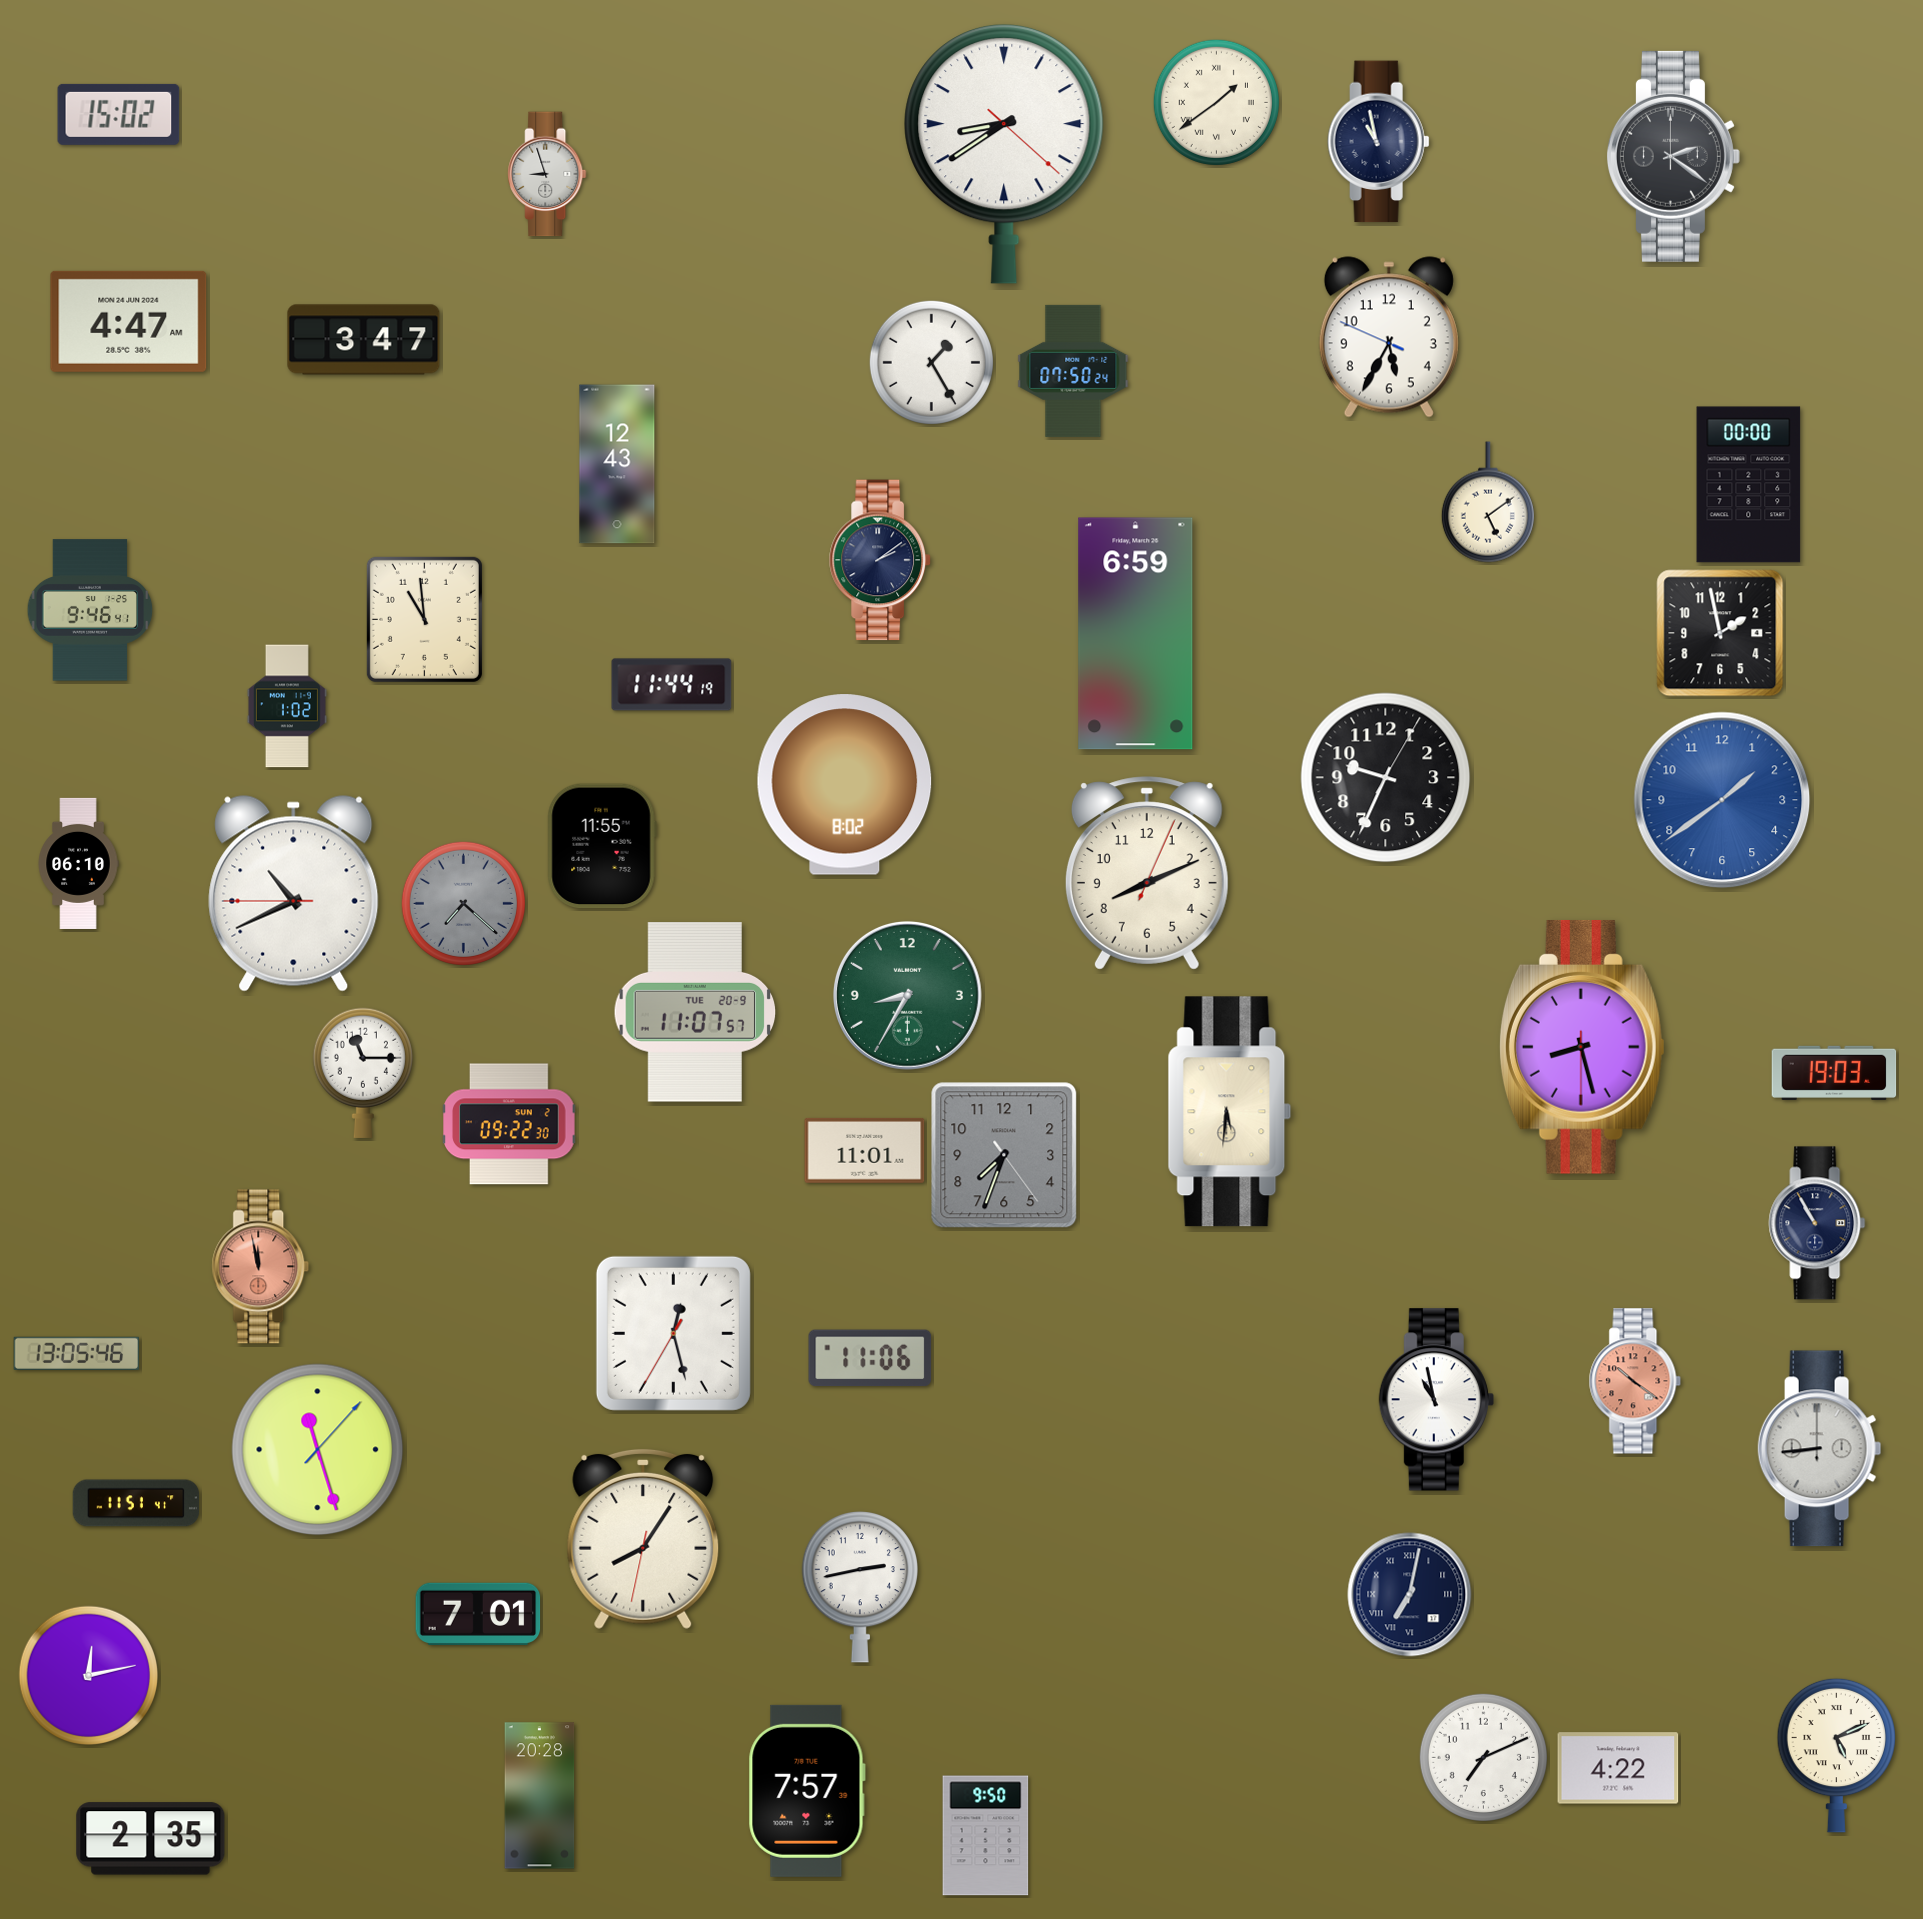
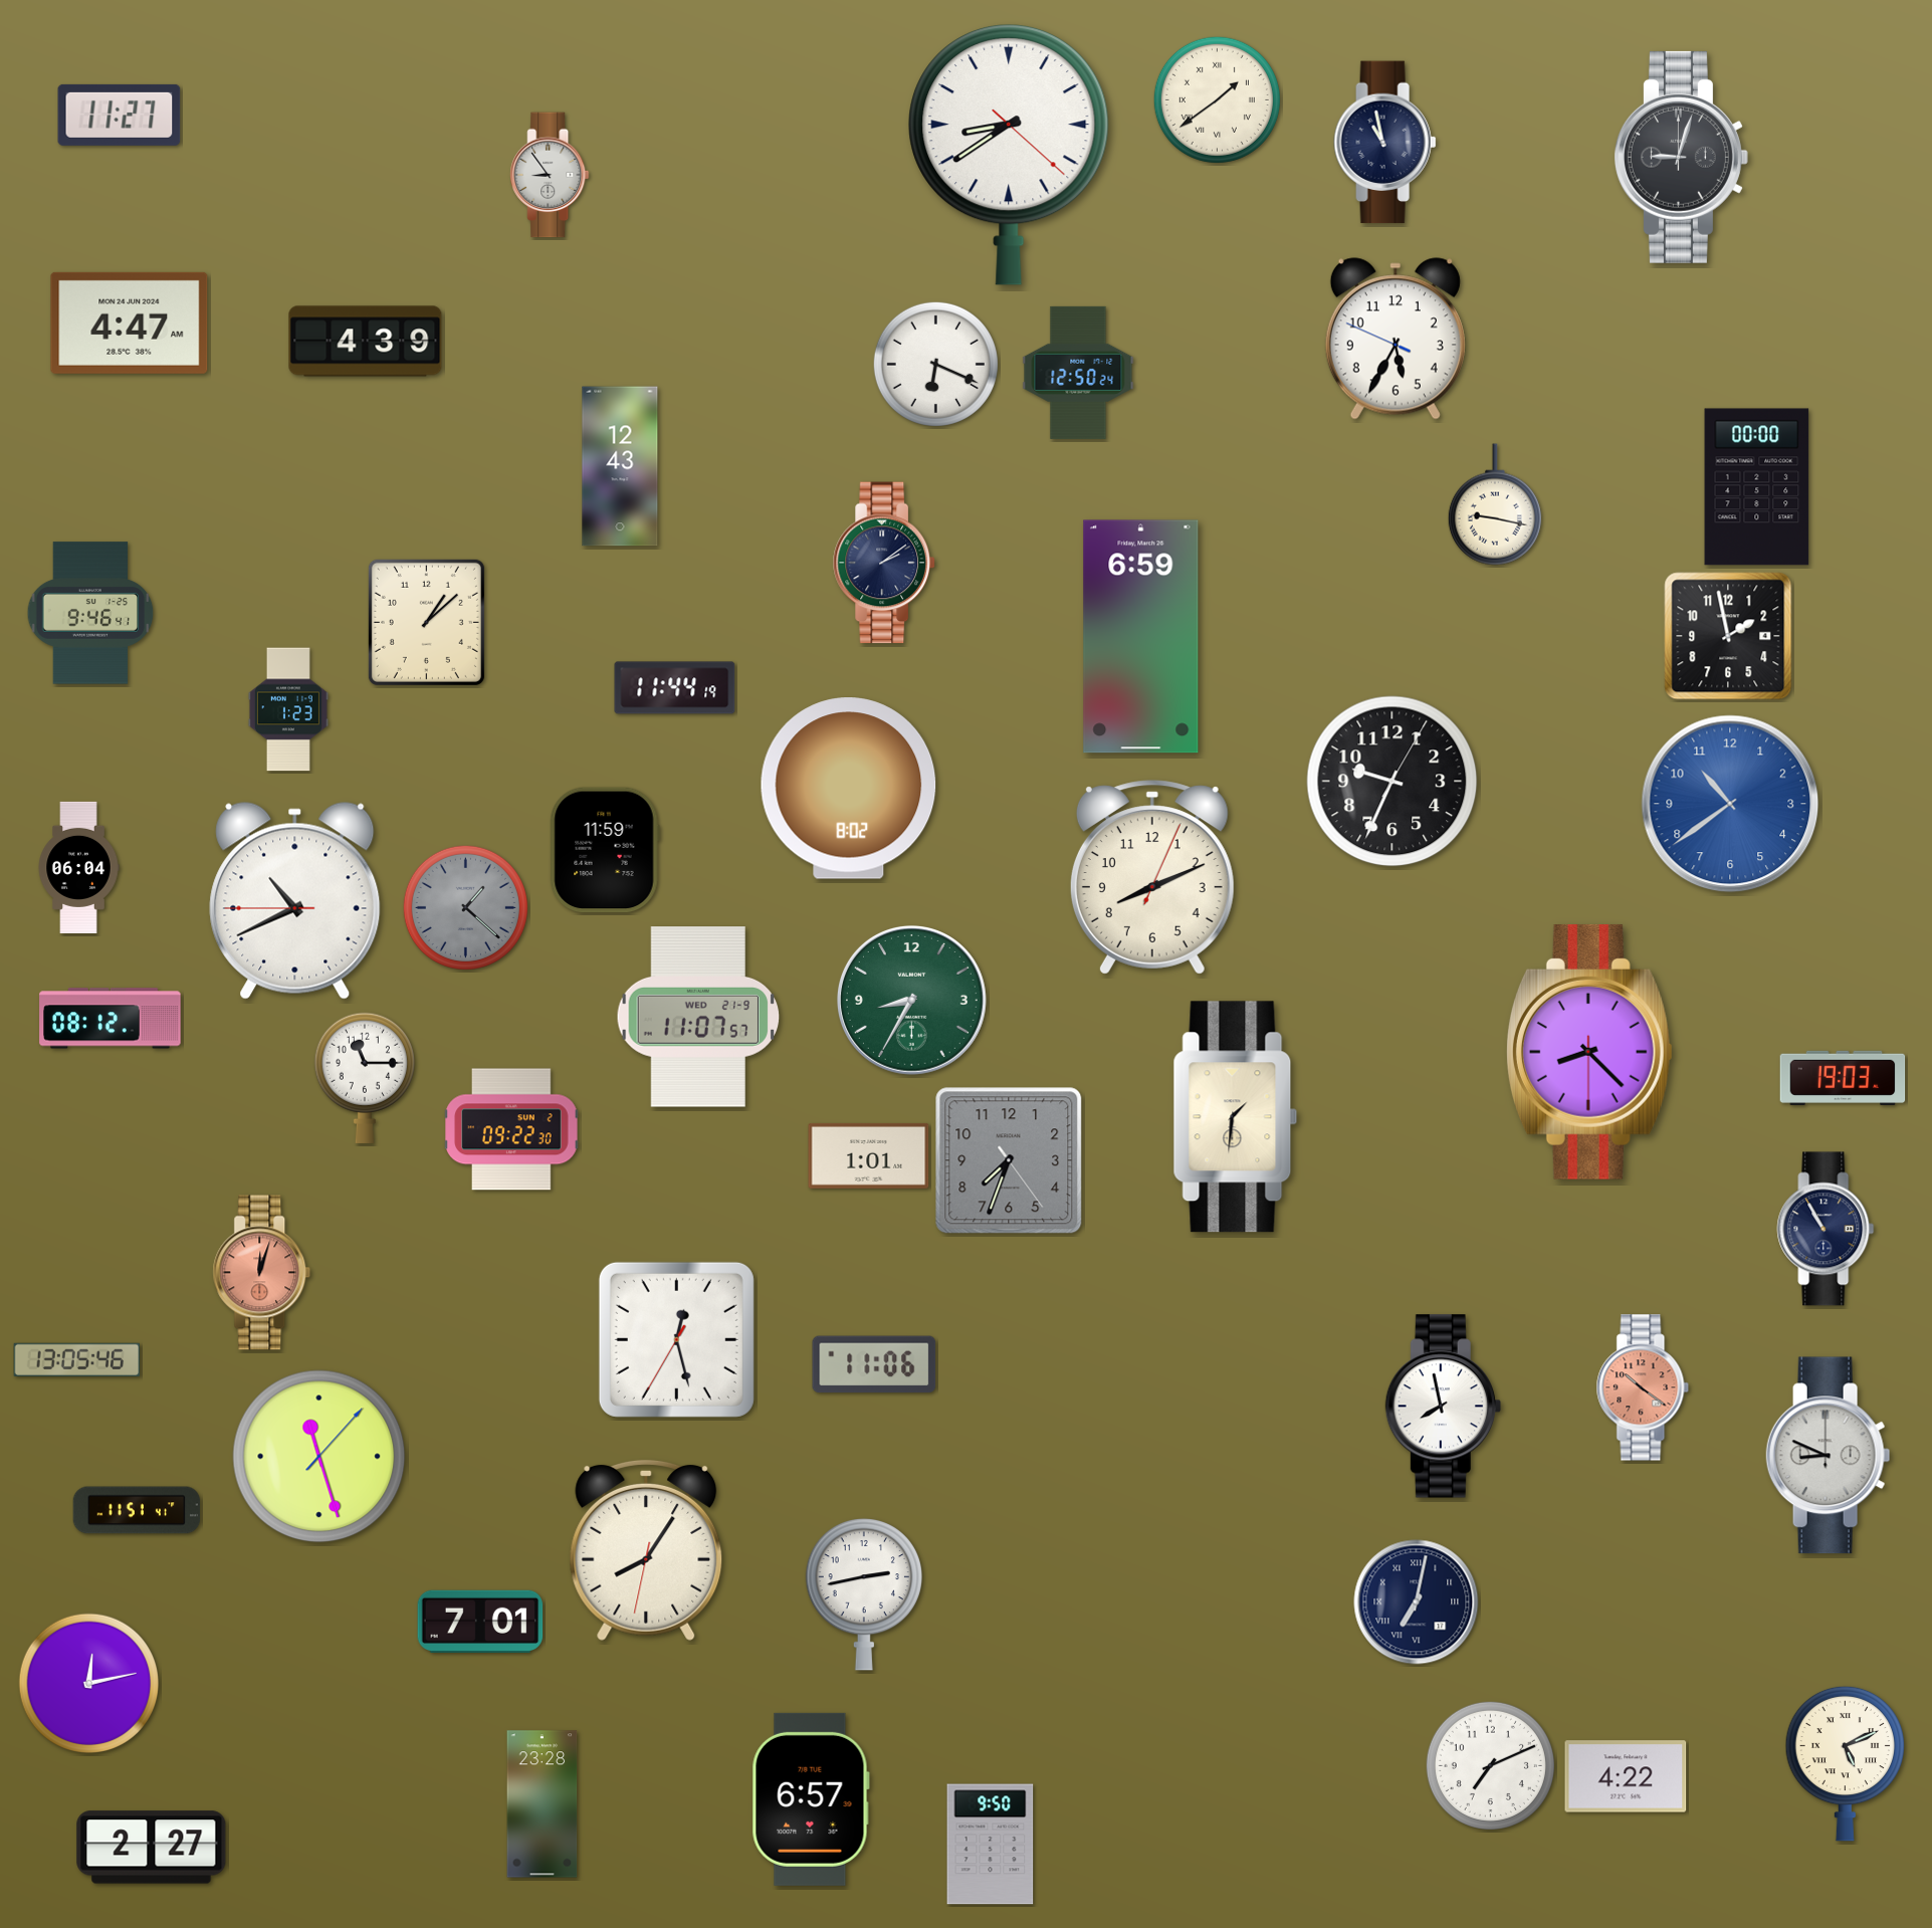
clock at (1216, 102) position: (1216, 102) -> (1217, 99)
clock at (119, 114): 15:02 -> 11:27
clock at (1673, 156): 2:21 -> 9:03
clock at (547, 174): 8:57 -> 8:54
clock at (364, 340): 3:47 -> 4:39
clock at (931, 362): 1:25 -> 6:19
clock at (1073, 371): 07:50 -> 12:50
clock at (1488, 502): 5:09 -> 9:17
clock at (424, 619): 10:59 -> 1:08
clock at (287, 706): 1:02 -> 1:23
clock at (1722, 800): 1:39 -> 10:39
clock at (602, 846): 11:55 -> 11:59
clock at (78, 863): 06:10 -> 06:04
clock at (294, 894) position: (294, 894) -> (295, 901)
clock at (463, 903): 7:22 -> 1:22
clock at (695, 1012) date: TUE 20-9 -> WED 21-9
clock at (111, 1019): none -> 08:12
clock at (1582, 1047): 8:27 -> 8:22
clock at (1230, 1112): 5:31 -> 1:31
clock at (865, 1150): 11:01 -> 1:01
clock at (261, 1267): 11:58 -> 12:03
clock at (1436, 1400): 10:58 -> 7:58
clock at (1820, 1449): 8:44 -> 8:49
clock at (643, 1539) position: (643, 1539) -> (646, 1550)
clock at (807, 1791): 7:57 -> 6:57
clock at (540, 1796): 20:28 -> 23:28
clock at (151, 1839): 2:35 -> 2:27
